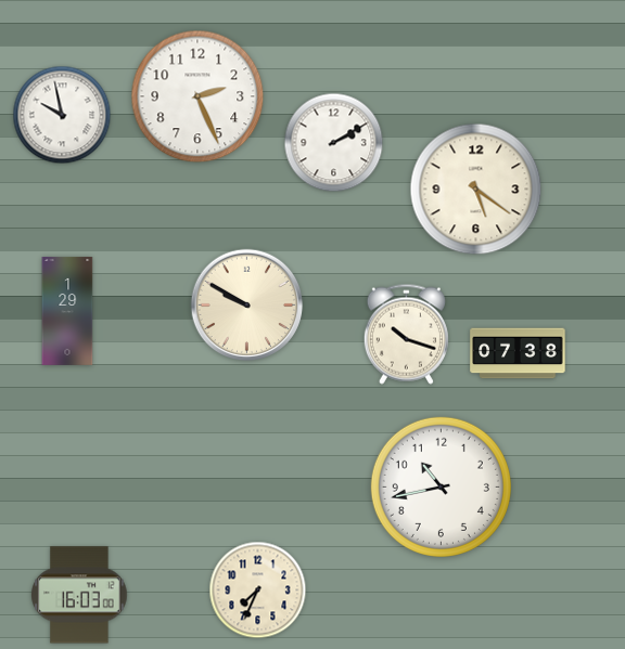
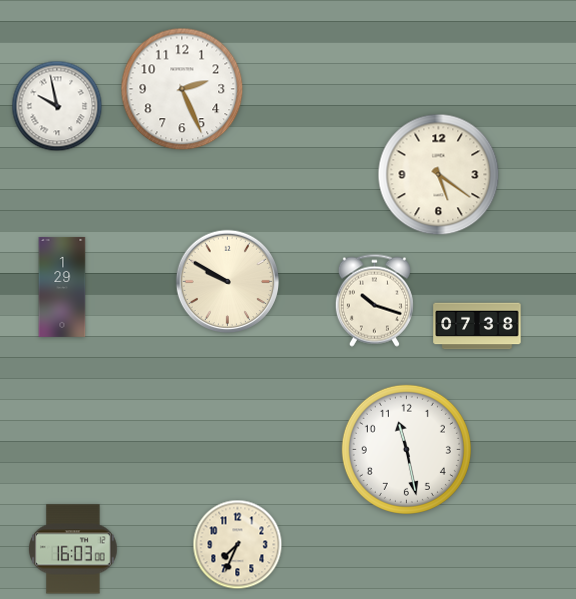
clock at (334, 143): 2:10 -> none
clock at (406, 334) position: (406, 334) -> (374, 300)
clock at (441, 486): 10:43 -> 11:28
